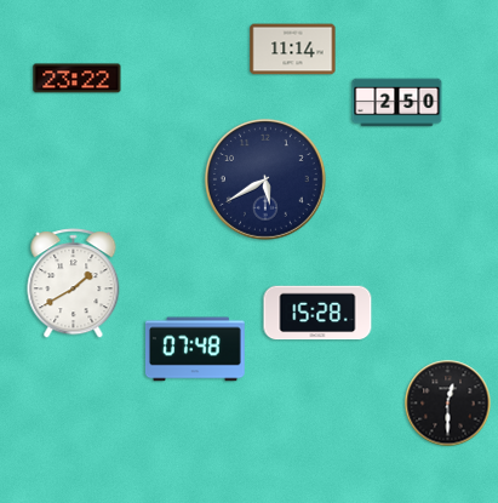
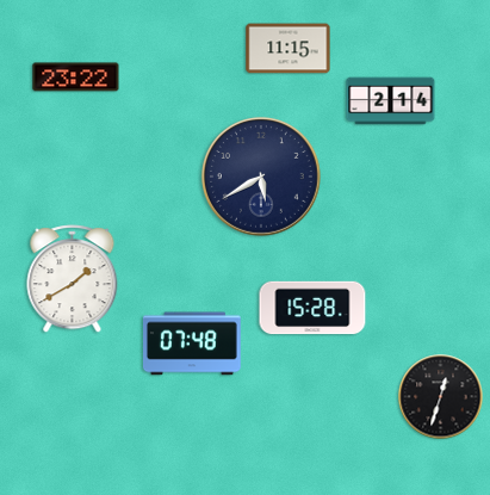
clock at (293, 50): 11:14 -> 11:15
clock at (397, 103): 2:50 -> 2:14
clock at (448, 404): 12:30 -> 12:33
